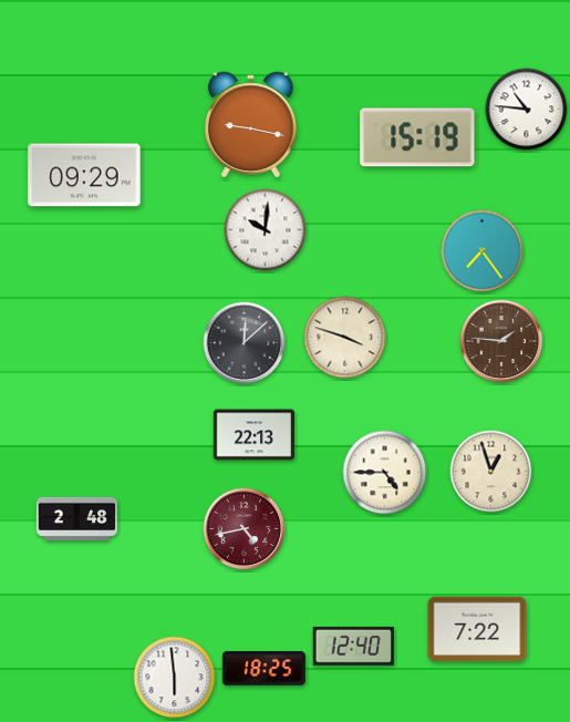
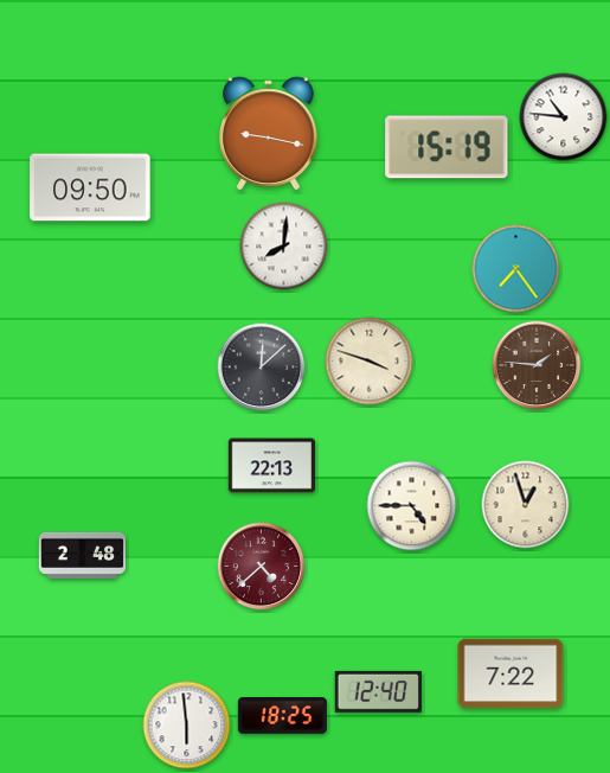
clock at (84, 175): 09:29 -> 09:50
clock at (266, 230): 10:01 -> 8:01
clock at (245, 529): 4:43 -> 4:38
